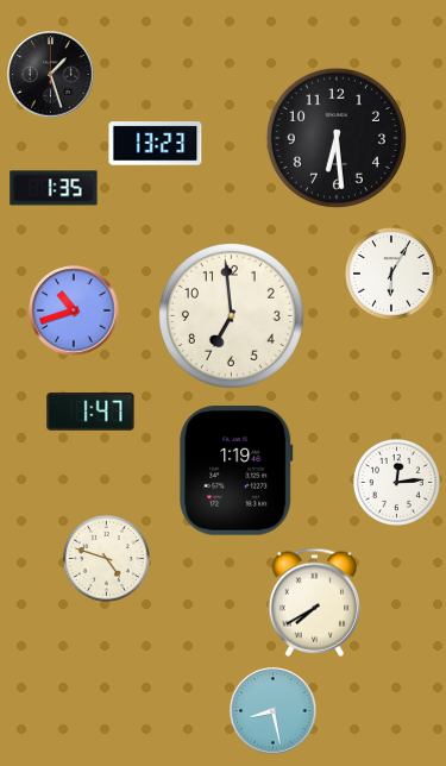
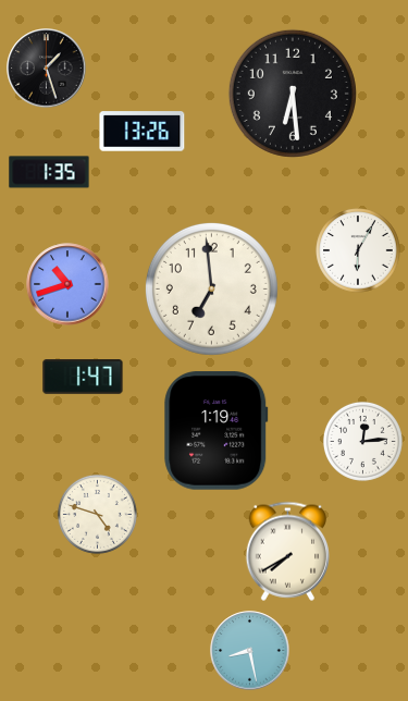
clock at (337, 138) position: (337, 138) -> (293, 94)
clock at (156, 144): 13:23 -> 13:26
clock at (106, 558) position: (106, 558) -> (97, 514)
